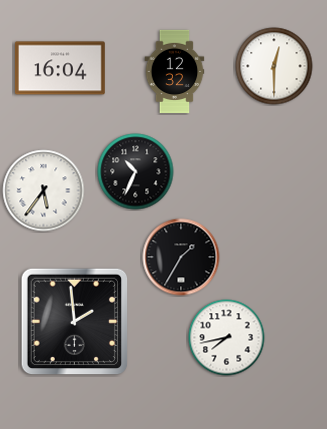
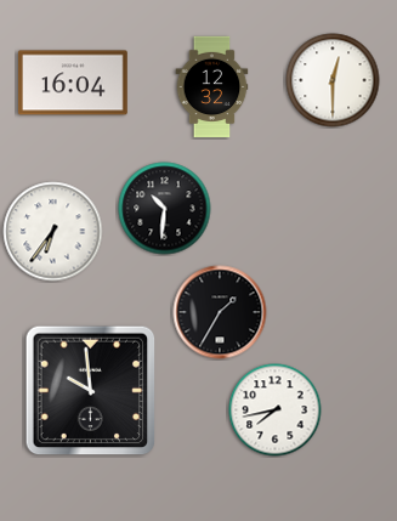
clock at (136, 172): 10:34 -> 10:31
clock at (44, 191): 5:36 -> 6:36
clock at (75, 322): 1:59 -> 9:59
